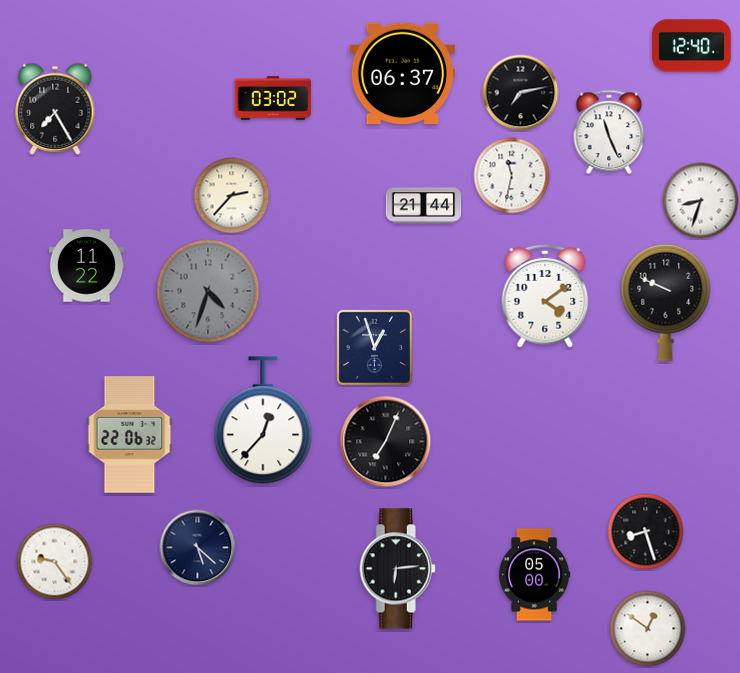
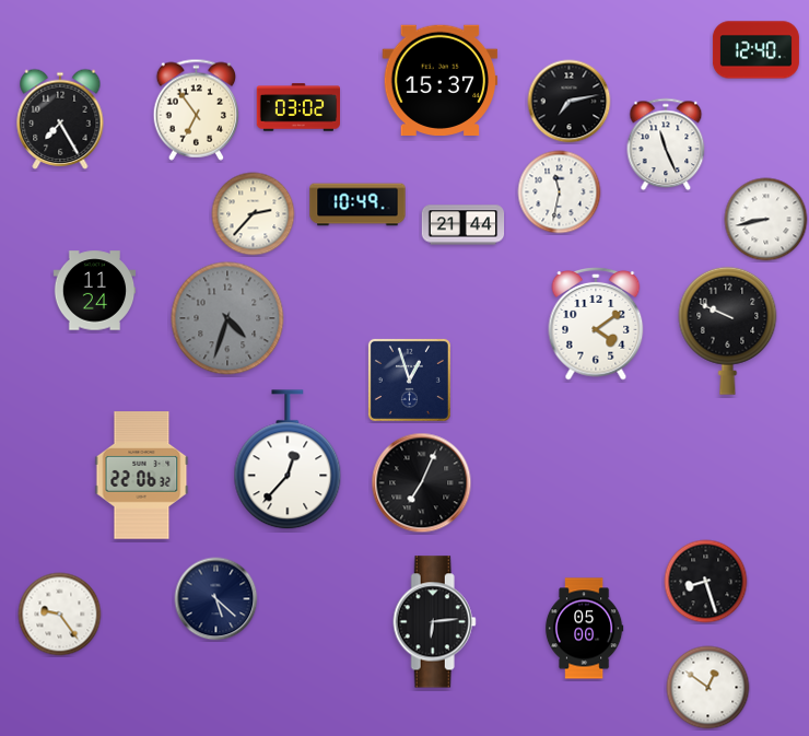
clock at (403, 73): 06:37 -> 15:37
clock at (196, 109): none -> 6:54
clock at (357, 205): none -> 10:49
clock at (701, 201): 8:33 -> 8:43
clock at (87, 266): 11:22 -> 11:24
